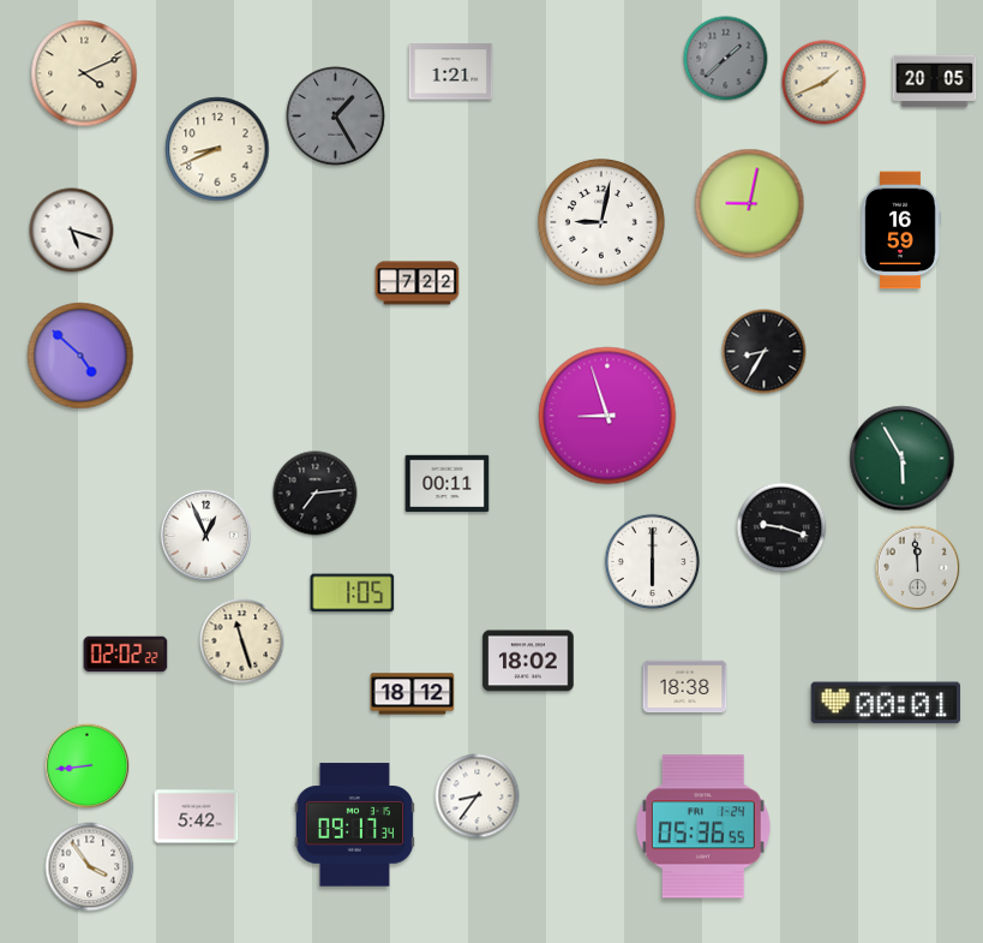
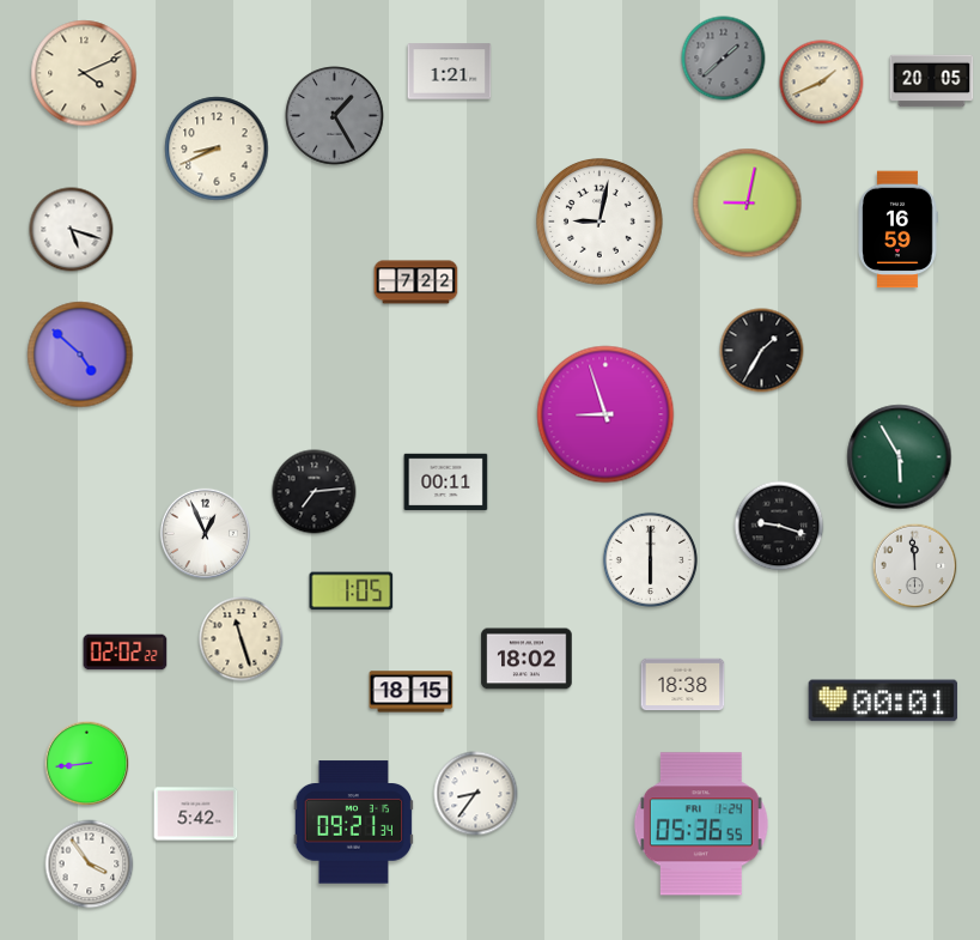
clock at (765, 352): 8:35 -> 1:35
clock at (413, 694): 18:12 -> 18:15
clock at (355, 825): 09:17 -> 09:21
